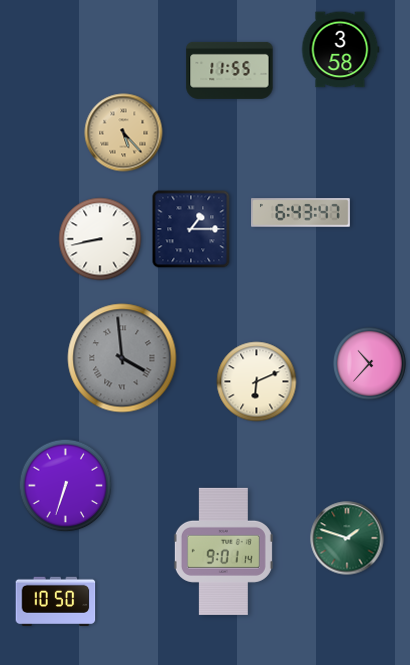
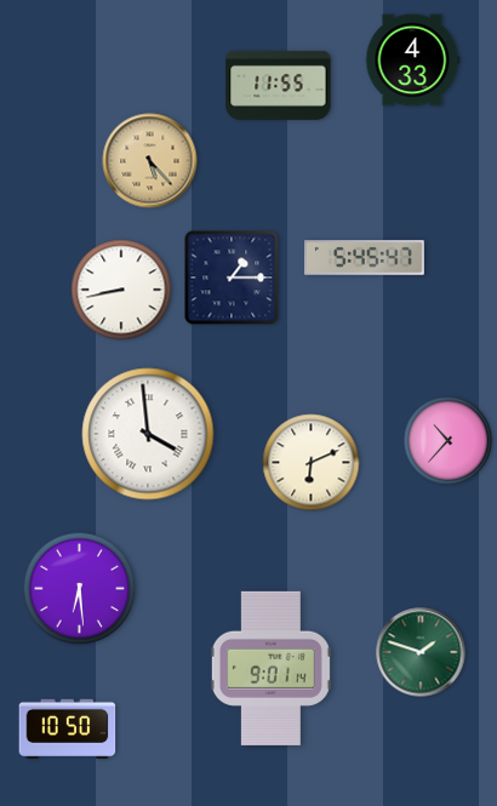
clock at (340, 50): 3:58 -> 4:33
clock at (301, 213): 6:43 -> 5:45
clock at (122, 358) dial: grey -> white
clock at (66, 486): 6:33 -> 6:29
